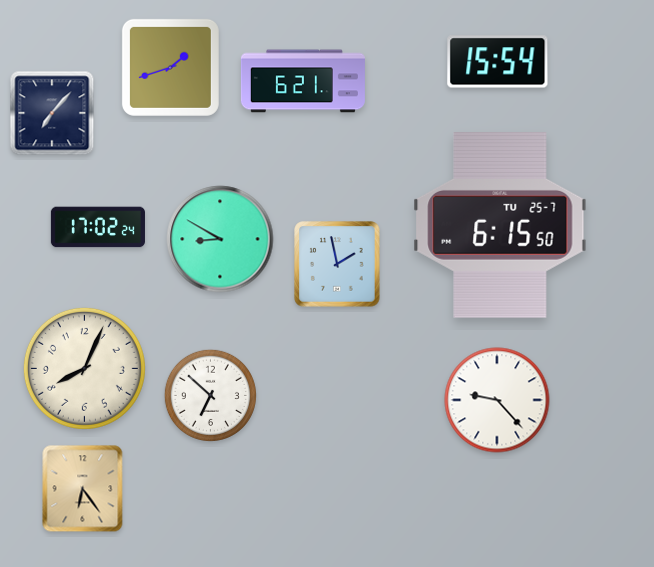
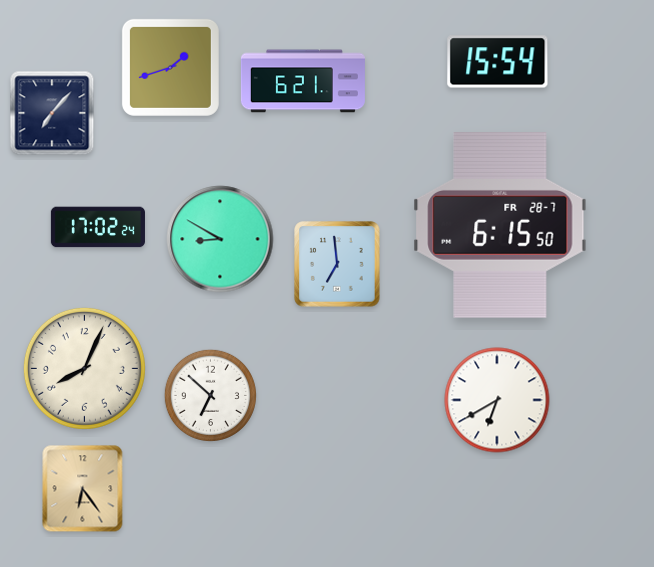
clock at (500, 225) date: TU 25-7 -> FR 28-7
clock at (337, 264): 1:58 -> 6:59
clock at (497, 400): 9:23 -> 6:40
